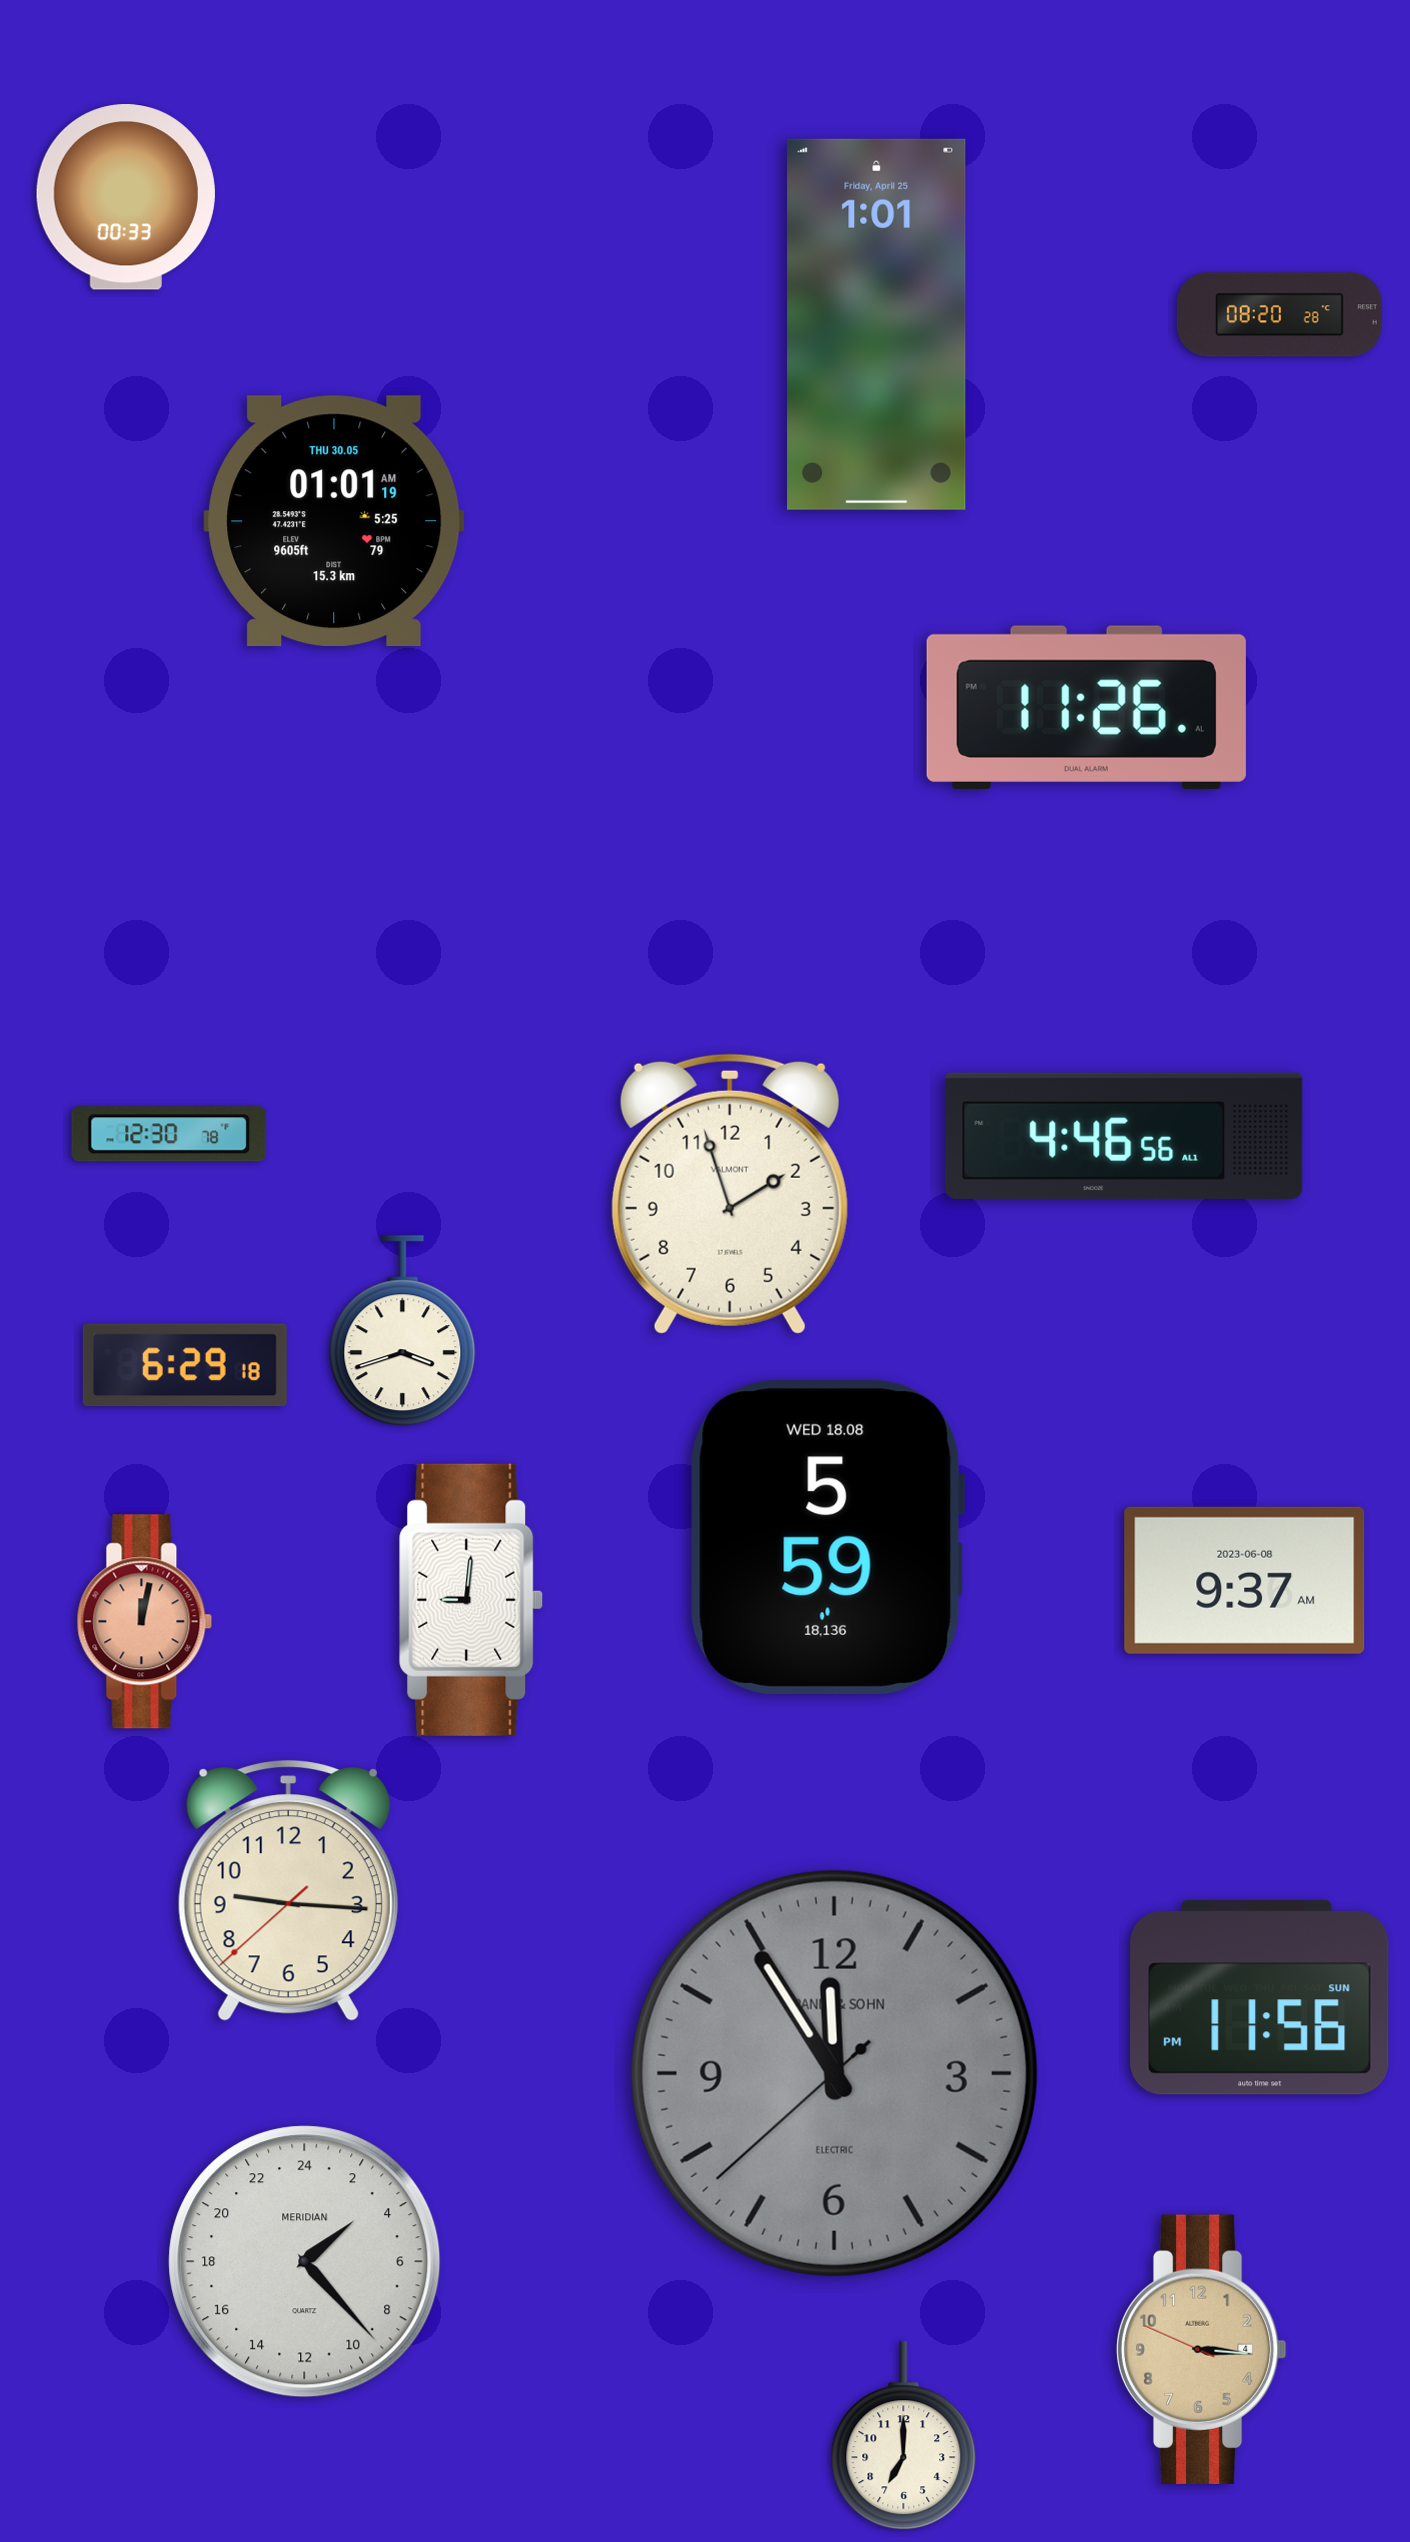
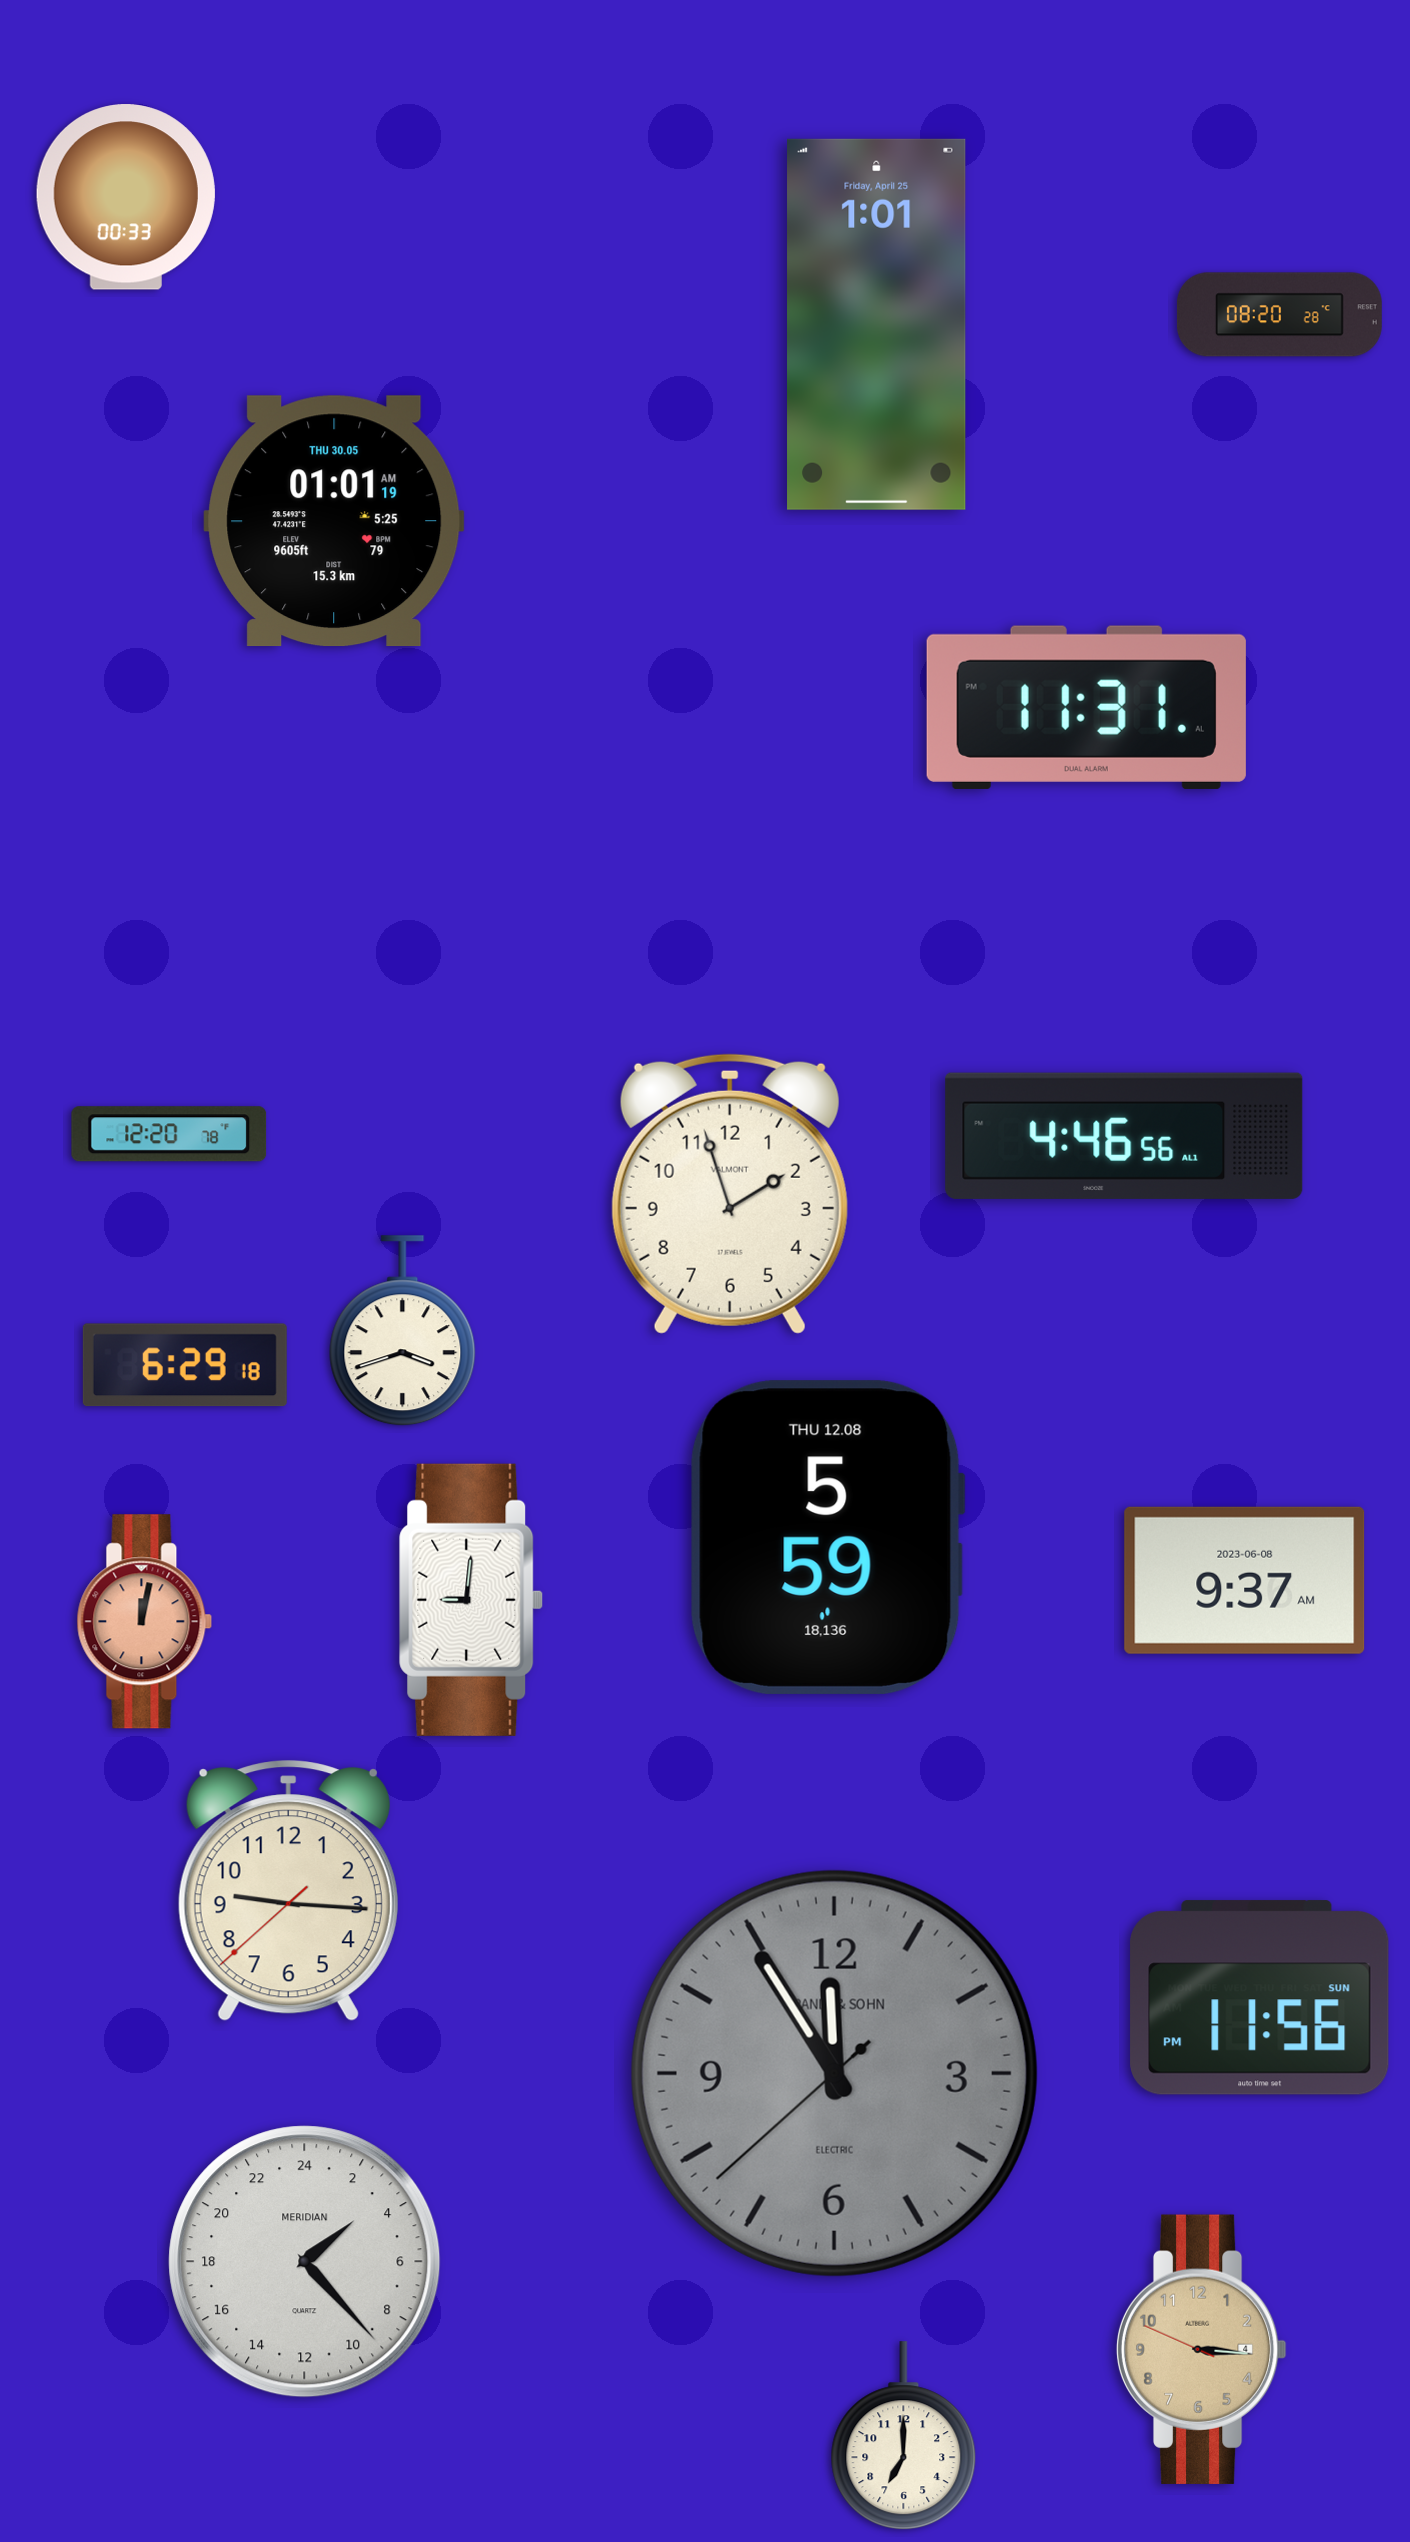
clock at (1086, 707): 11:26 -> 11:31
clock at (169, 1134): 12:30 -> 12:20
clock at (827, 1537) date: WED 18.08 -> THU 12.08
